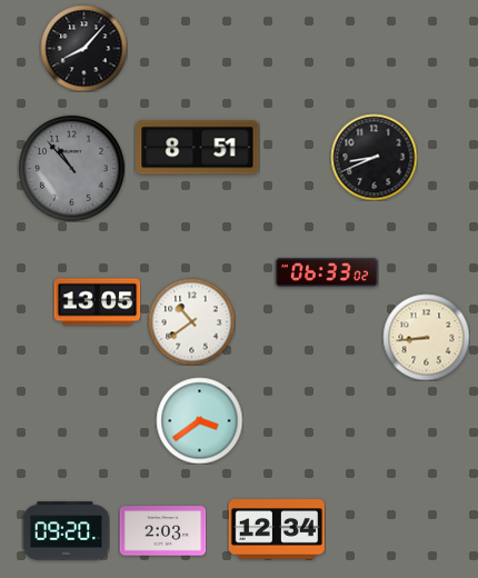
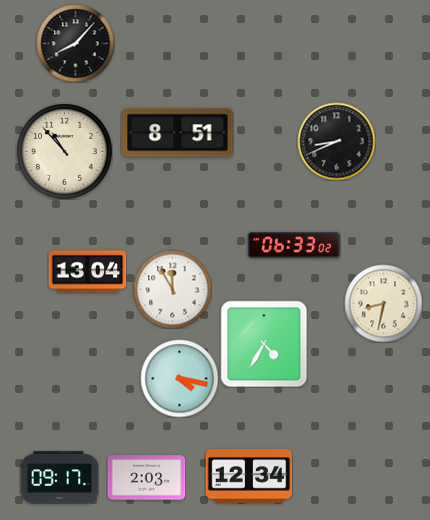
clock at (72, 169) dial: grey -> cream
clock at (97, 302): 13:05 -> 13:04
clock at (191, 321): 10:39 -> 11:55
clock at (426, 337): 8:44 -> 8:32
clock at (264, 344): none -> 4:35
clock at (199, 420): 3:39 -> 4:17
clock at (66, 531): 09:20 -> 09:17
